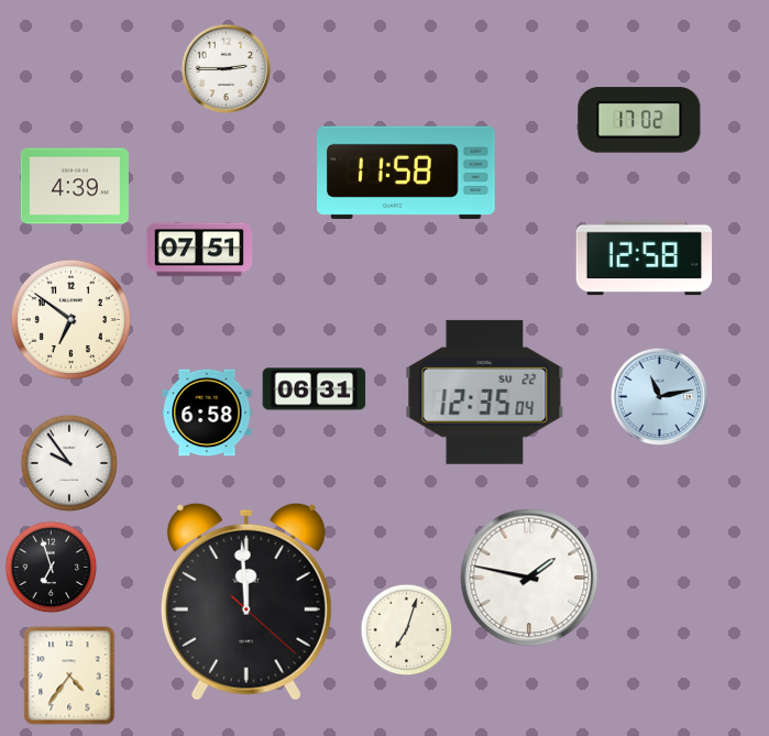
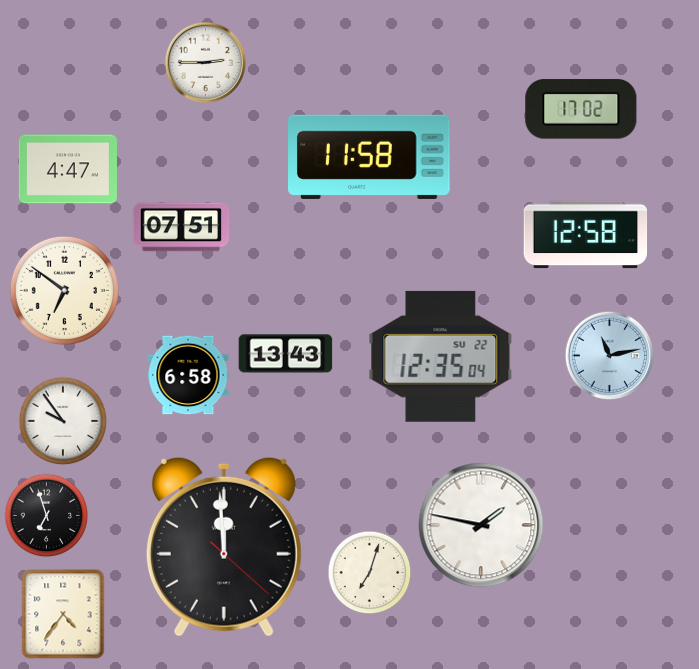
clock at (75, 186): 4:39 -> 4:47
clock at (315, 389): 06:31 -> 13:43
clock at (660, 397) position: (660, 397) -> (610, 356)
